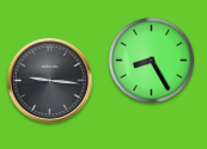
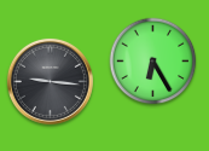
clock at (152, 61): 8:25 -> 6:25
